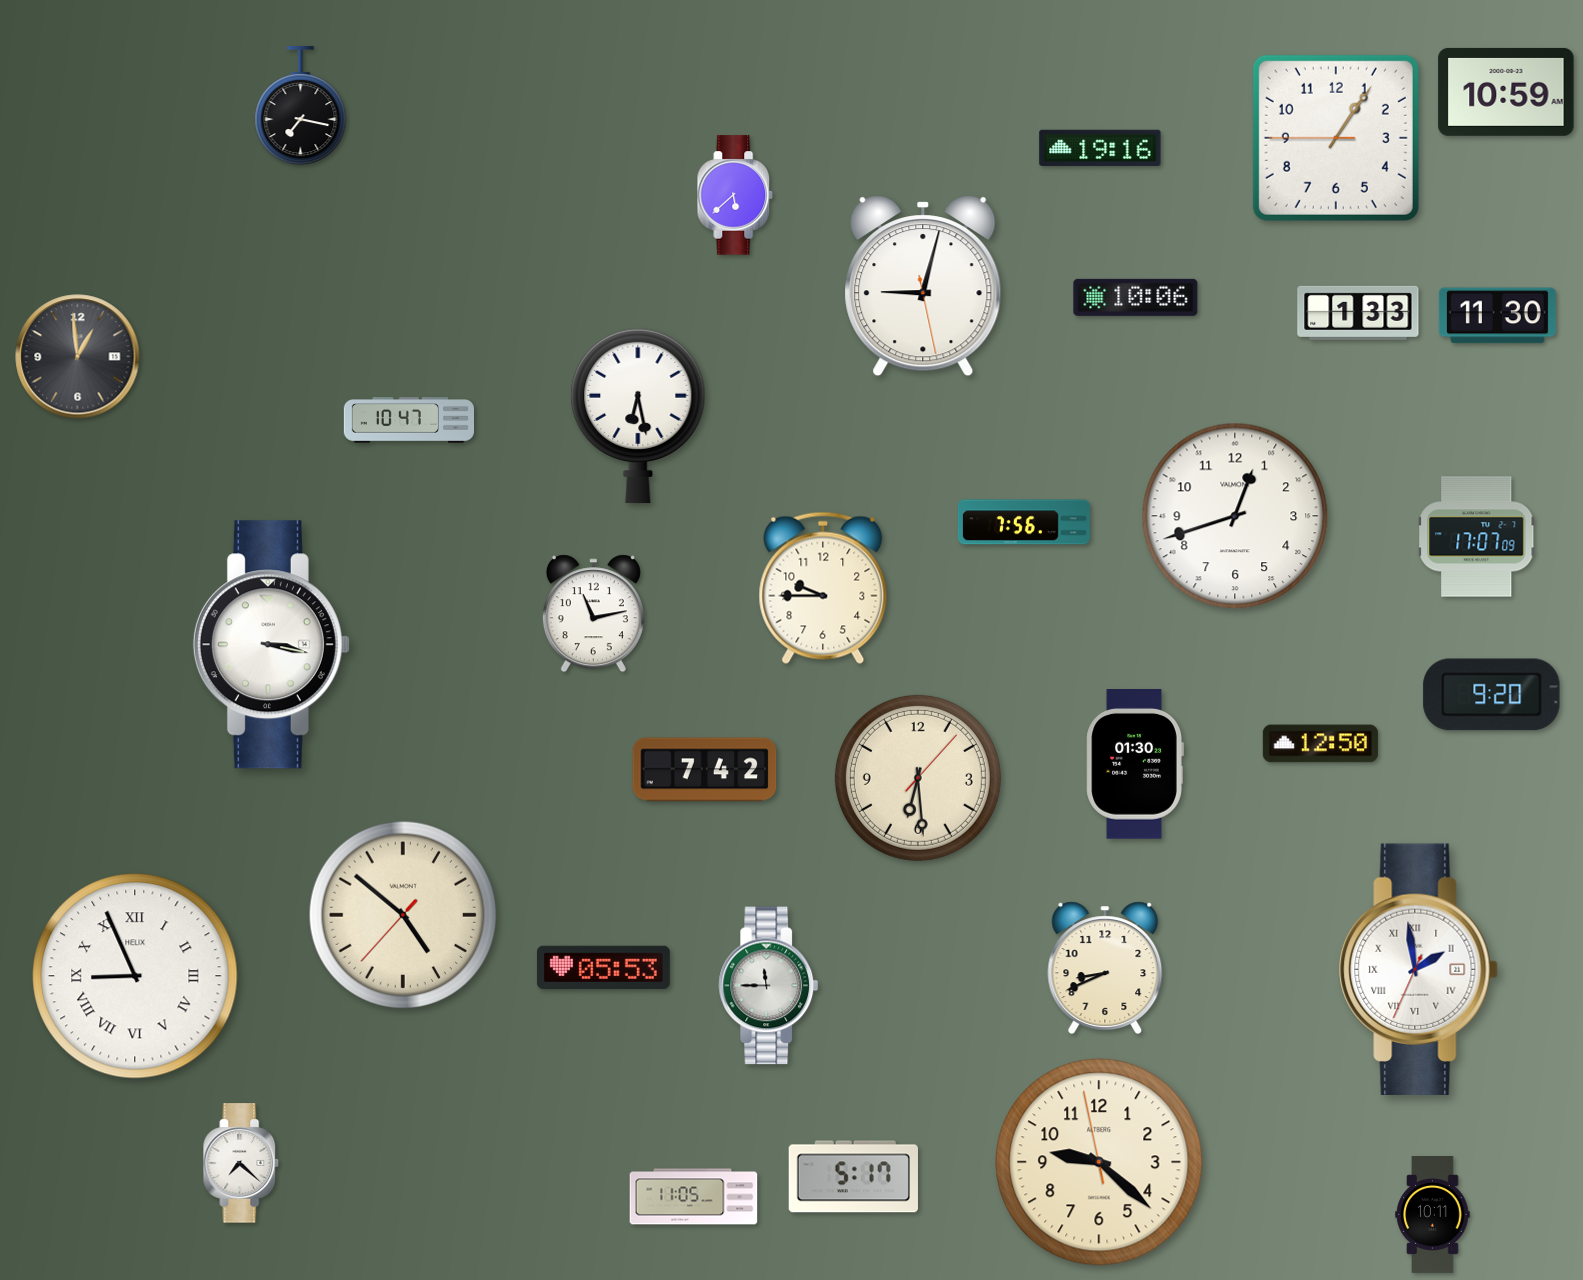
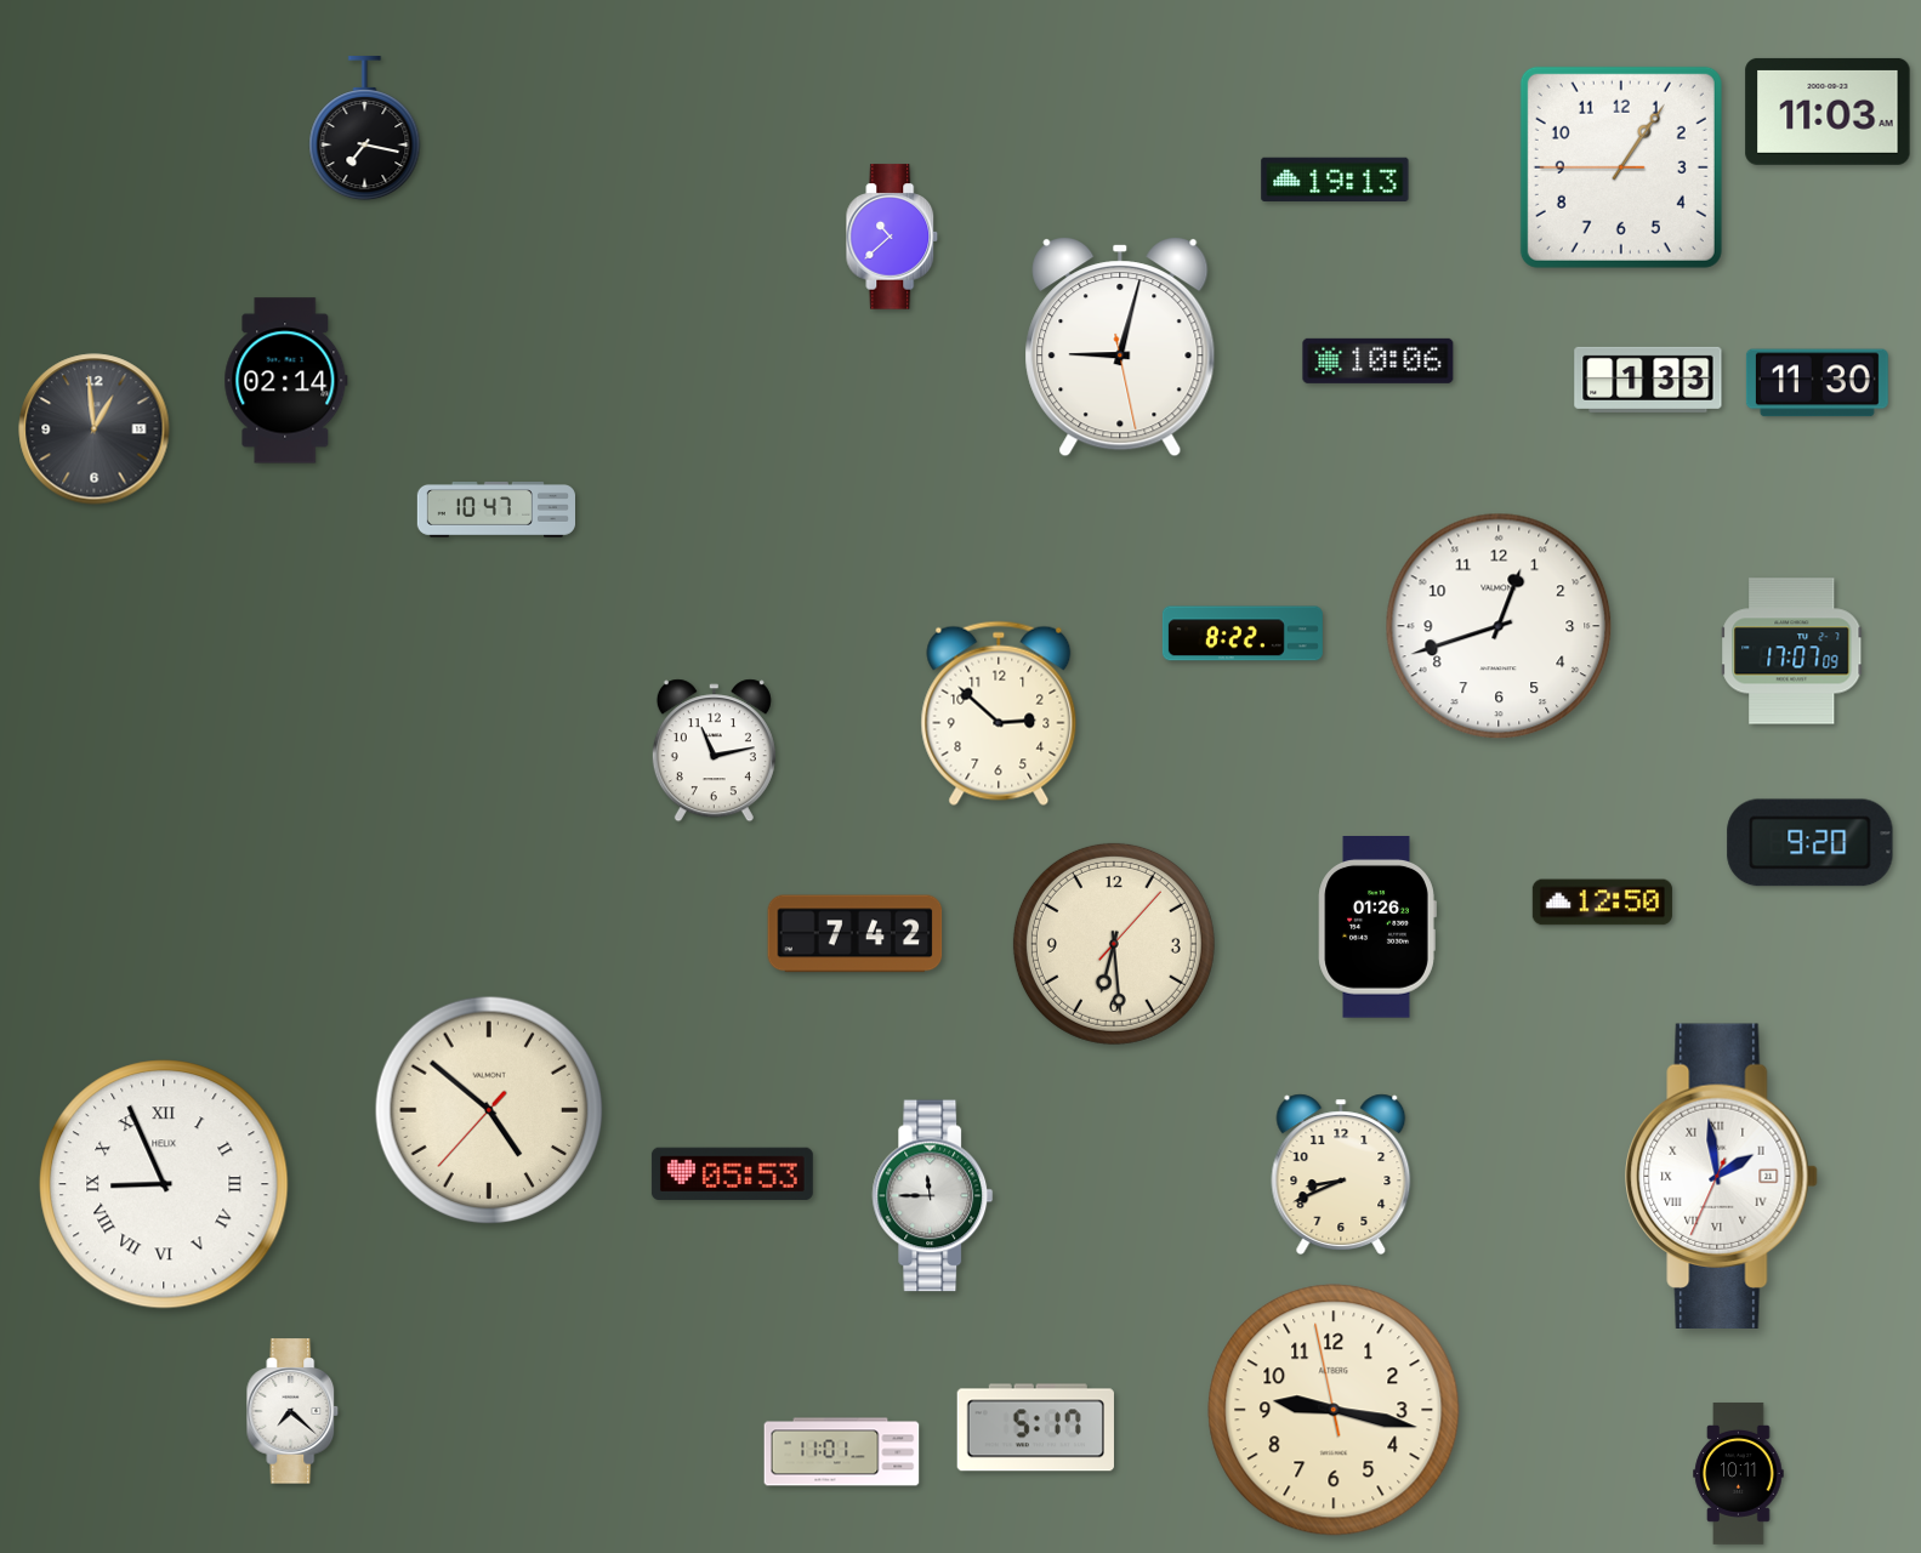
clock at (1506, 92): 10:59 -> 11:03
clock at (1100, 148): 19:16 -> 19:13
clock at (735, 195): 5:38 -> 10:38
clock at (286, 381): none -> 02:14
clock at (78, 357) position: (78, 357) -> (95, 430)
clock at (638, 416): 6:28 -> none
clock at (1024, 522): 7:56 -> 8:22
clock at (823, 588): 9:45 -> 2:52
clock at (593, 614) position: (593, 614) -> (714, 751)
clock at (271, 645): 3:17 -> none
clock at (1135, 765): 01:30 -> 01:26
clock at (1099, 1162): 9:21 -> 9:16
clock at (694, 1197): 11:05 -> 11:01
